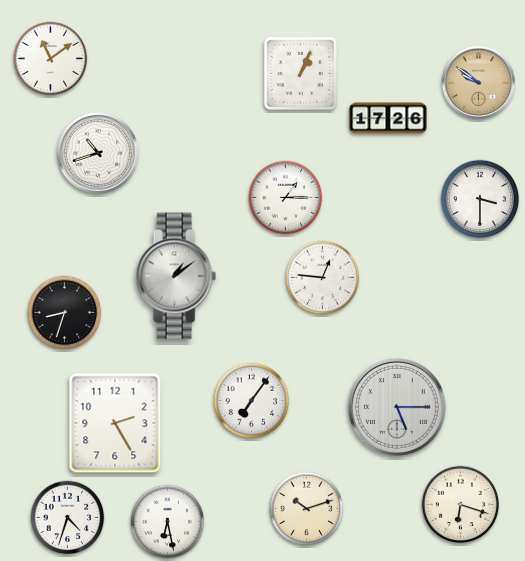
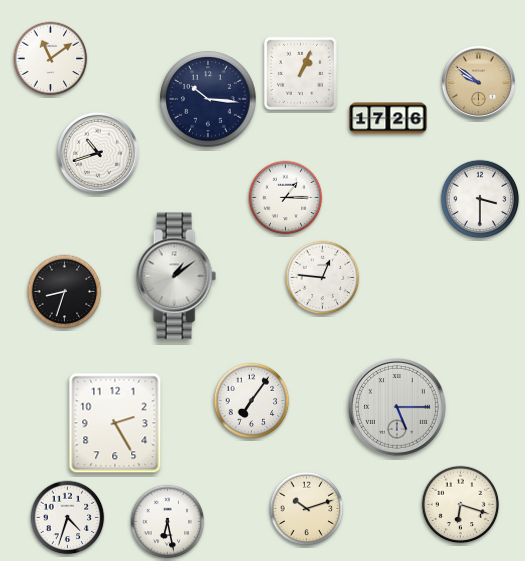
clock at (208, 99): none -> 10:16
clock at (65, 313) position: (65, 313) -> (65, 292)
